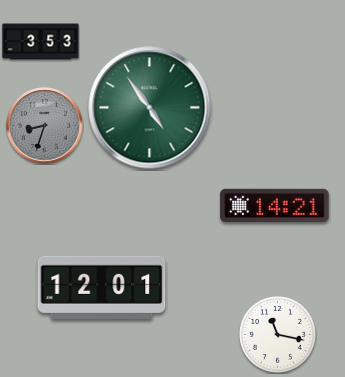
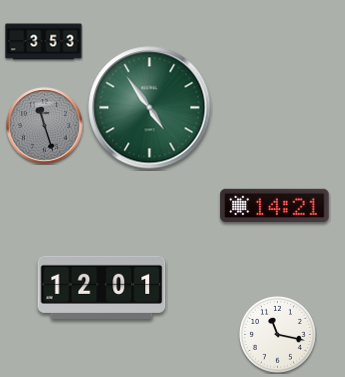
clock at (41, 42) position: (41, 42) -> (44, 42)
clock at (45, 126): 8:33 -> 11:27
